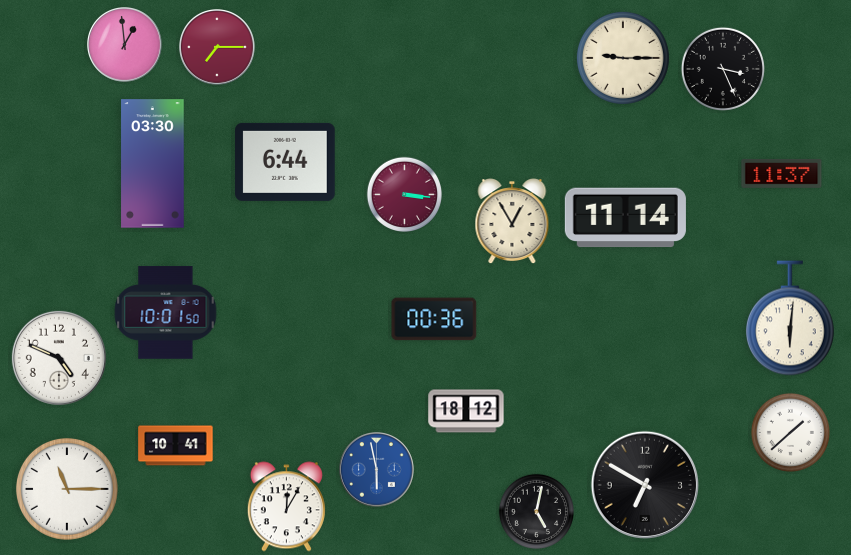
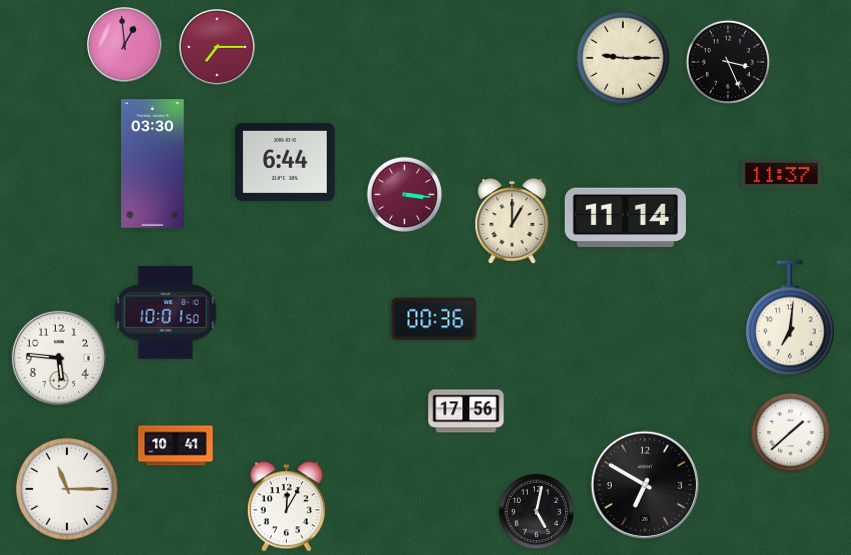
clock at (723, 69) position: (723, 69) -> (728, 62)
clock at (512, 222): 12:55 -> 1:00
clock at (791, 318): 6:01 -> 7:01
clock at (59, 358): 4:49 -> 5:46
clock at (466, 411): 18:12 -> 17:56
clock at (377, 470): 5:58 -> none
